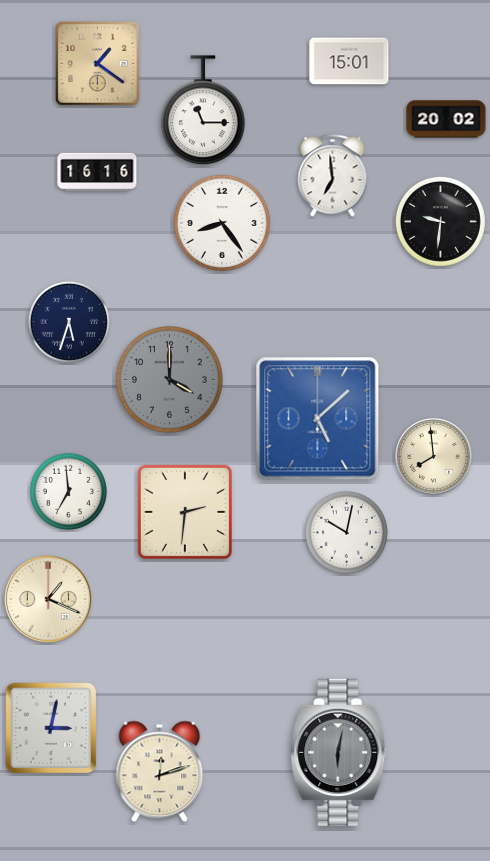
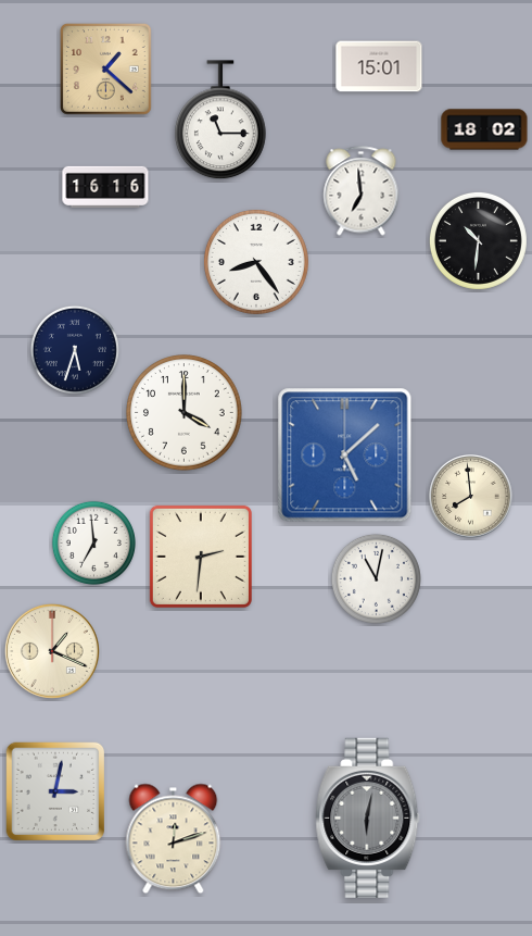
clock at (98, 64): 1:21 -> 1:22
clock at (446, 119): 20:02 -> 18:02
clock at (440, 221): 9:31 -> 10:31
clock at (222, 223) position: (222, 223) -> (256, 262)
clock at (170, 380) dial: grey -> white
clock at (68, 491) position: (68, 491) -> (93, 542)
clock at (346, 532): 10:02 -> 11:02
